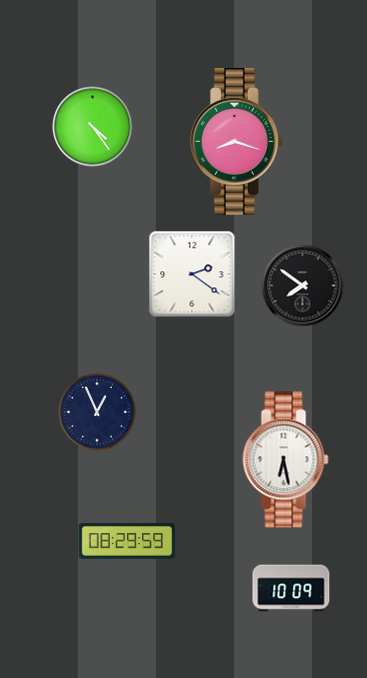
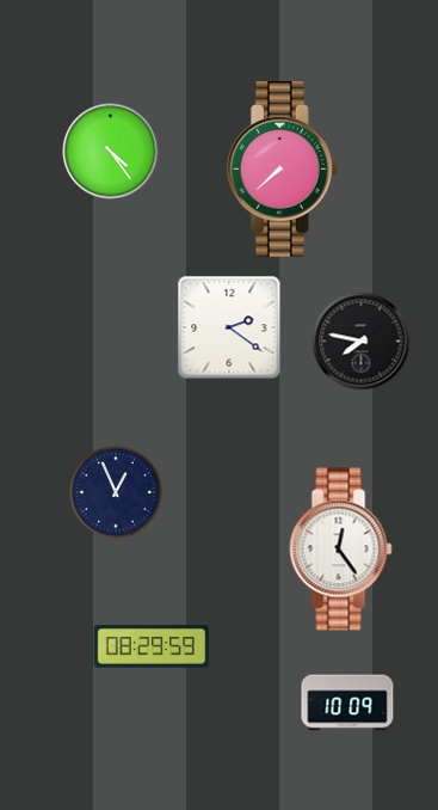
clock at (236, 142): 8:18 -> 7:38
clock at (303, 286): 7:51 -> 7:47
clock at (286, 460): 6:28 -> 12:24
